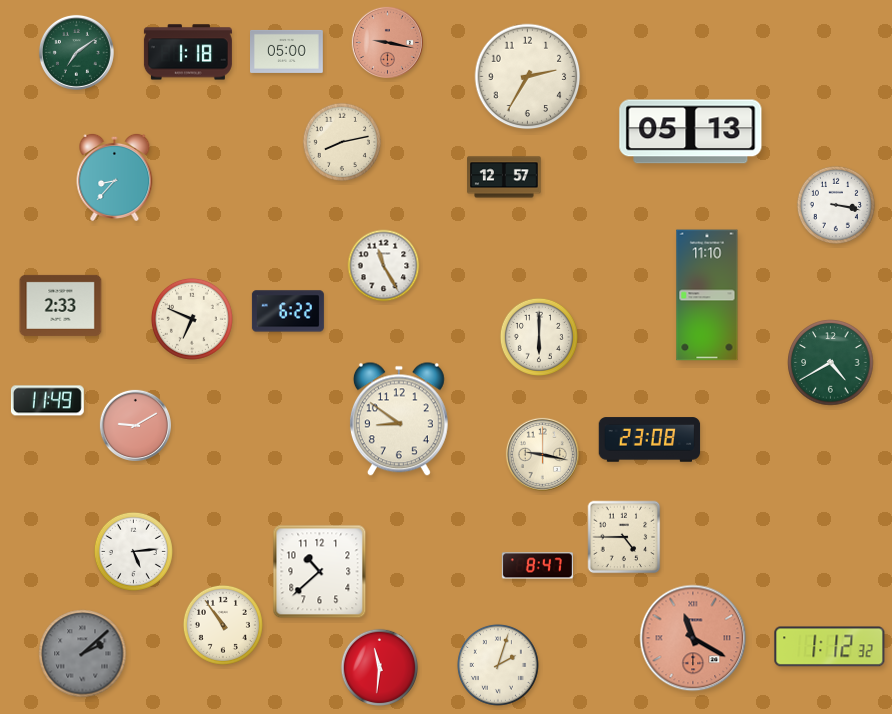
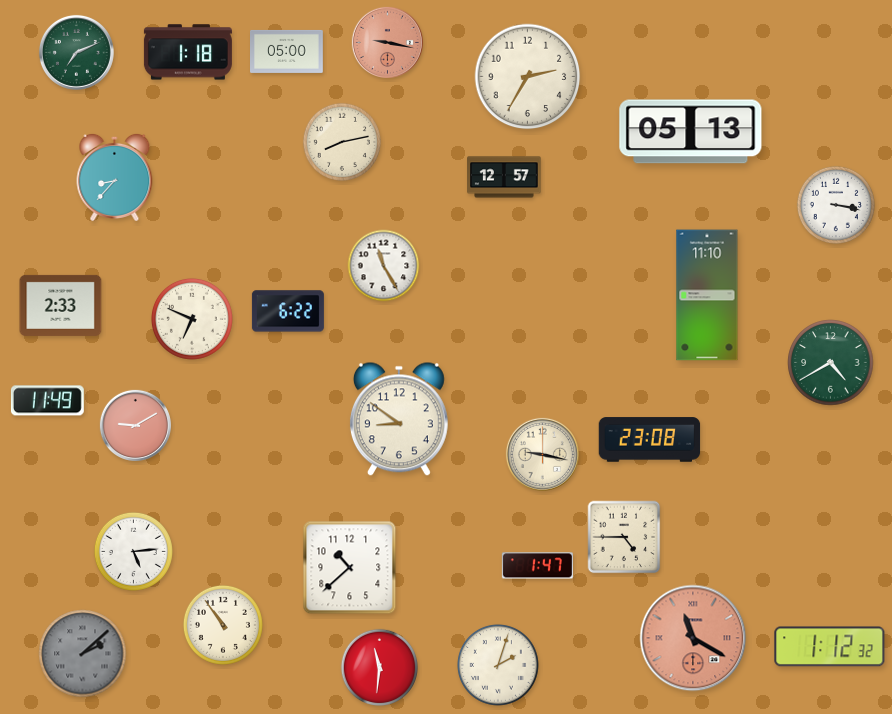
clock at (76, 52): 7:09 -> 7:11
clock at (539, 337): 6:00 -> none
clock at (537, 566): 8:47 -> 1:47
clock at (320, 572) position: (320, 572) -> (350, 568)
